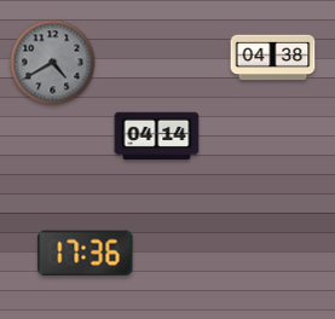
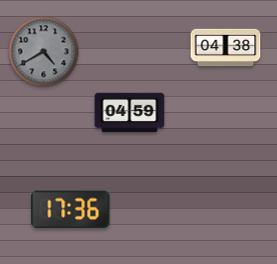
clock at (157, 137): 04:14 -> 04:59
